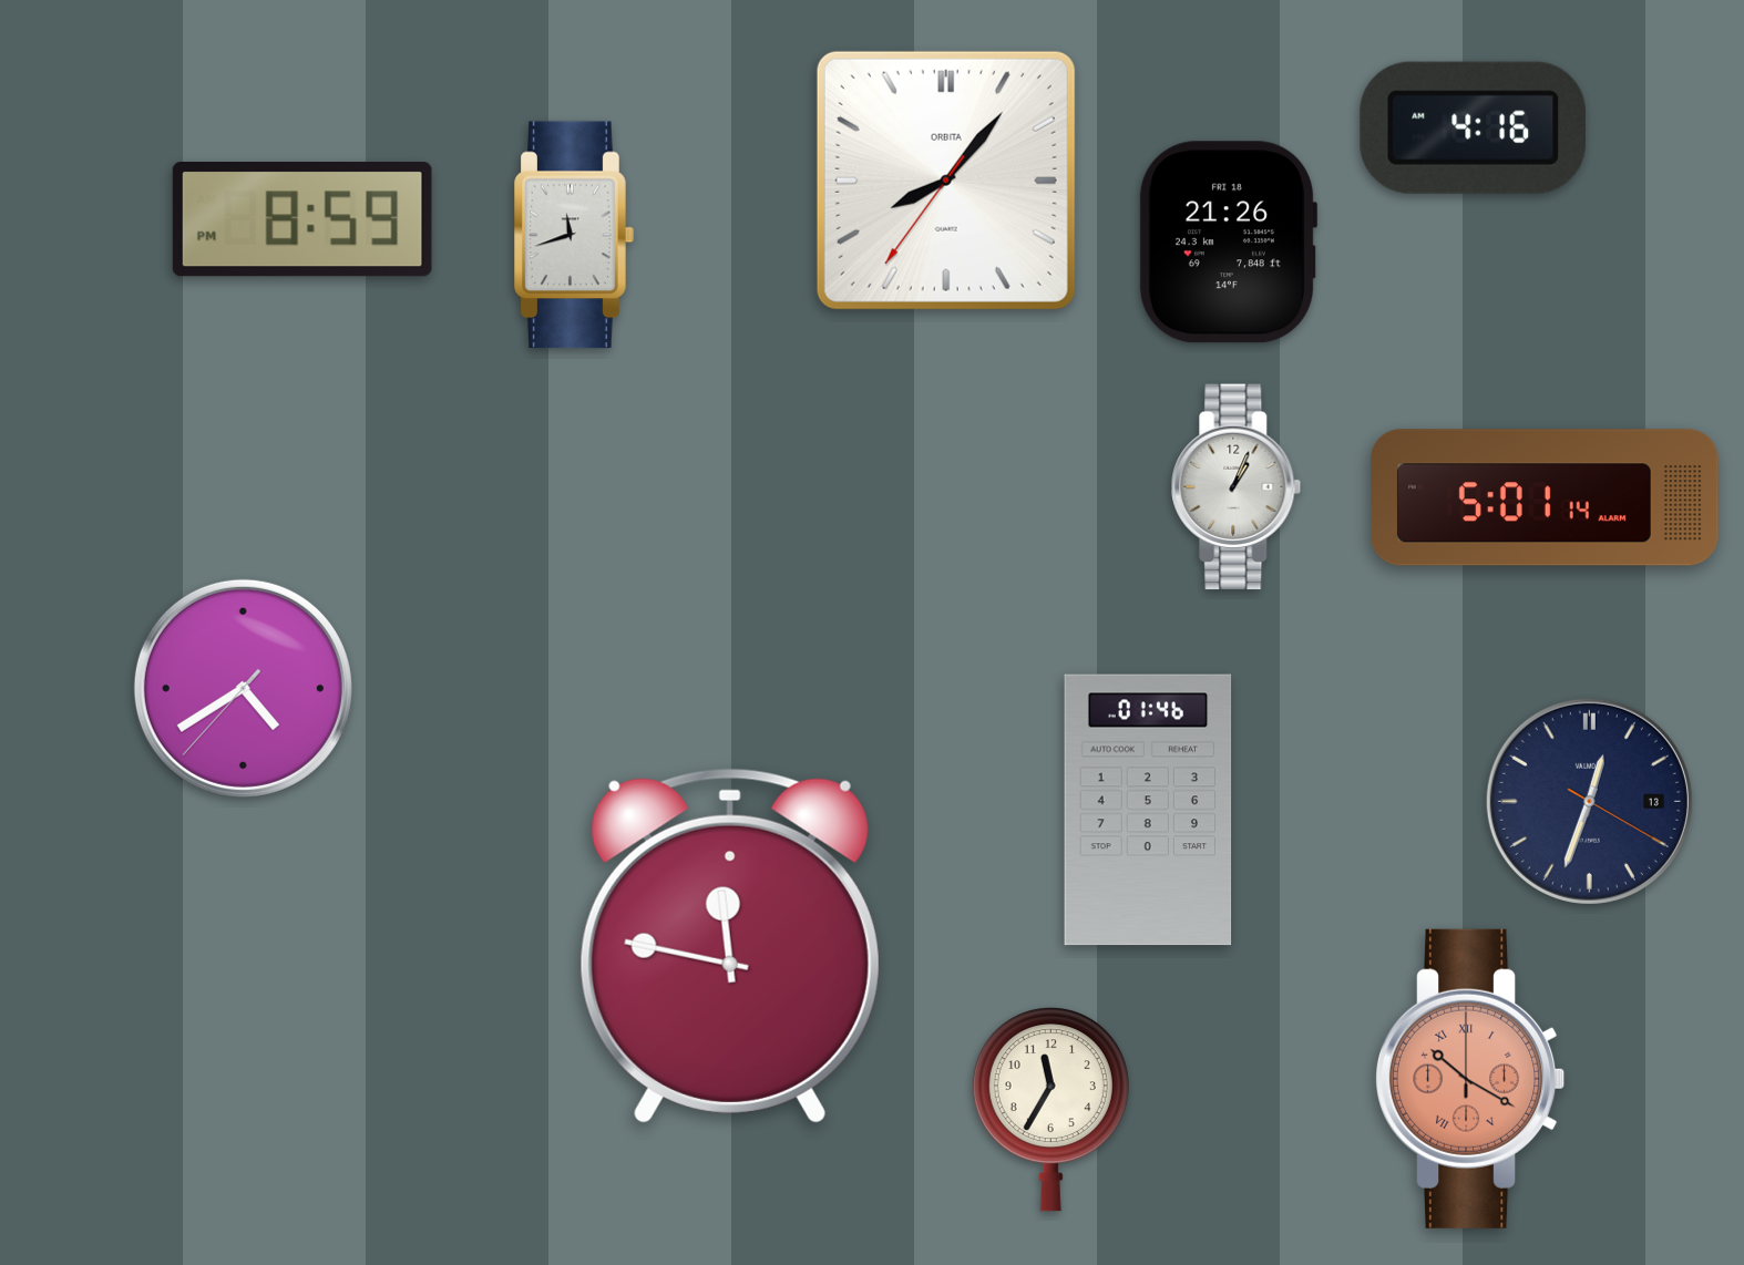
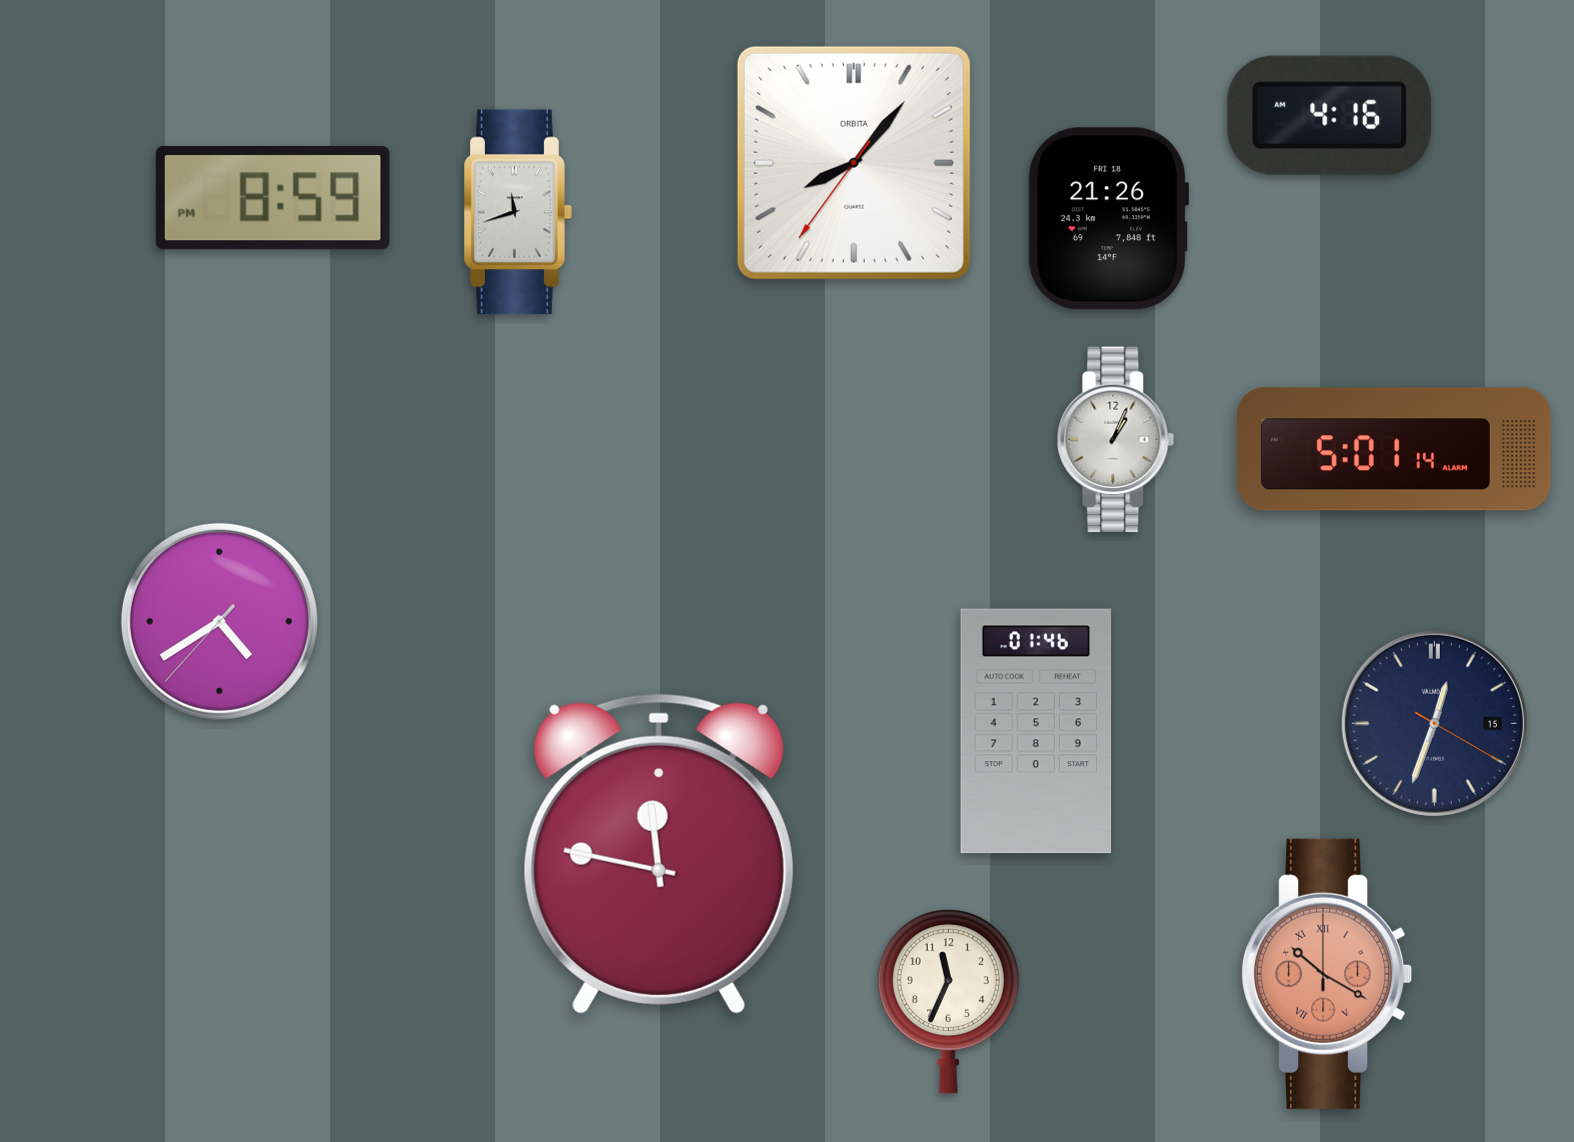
clock at (1589, 801) date: 13 -> 15
clock at (1050, 1110): 11:35 -> 11:34
